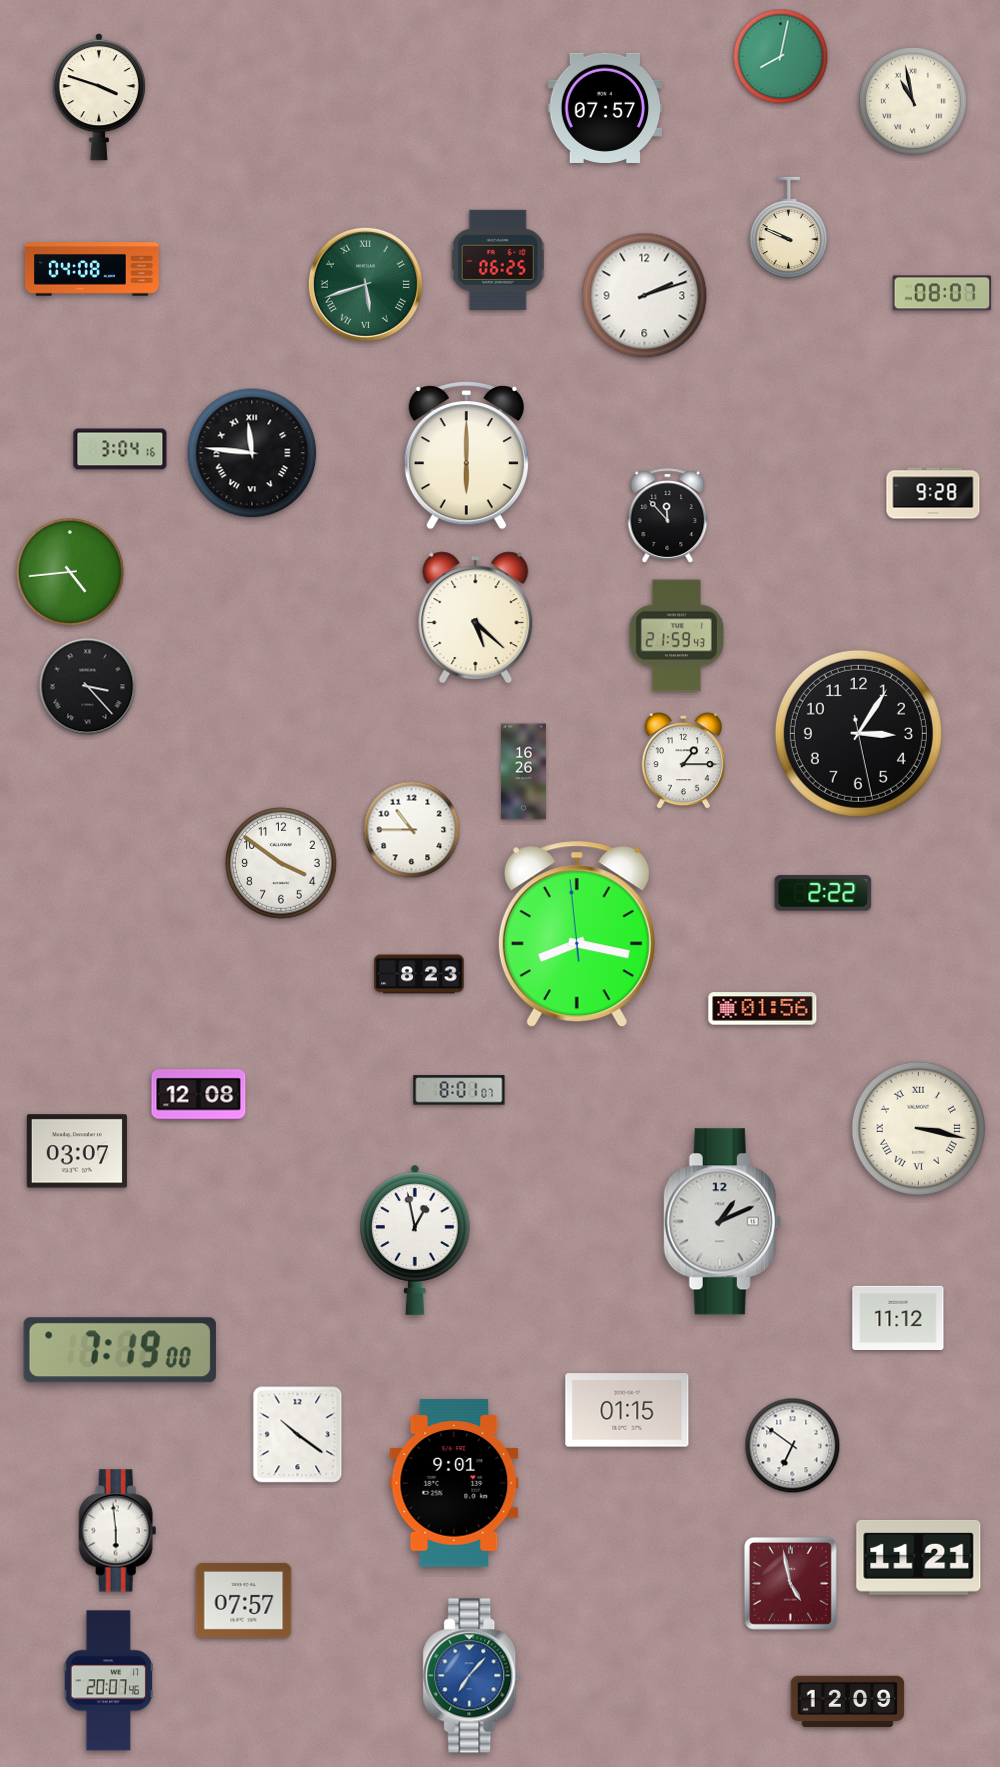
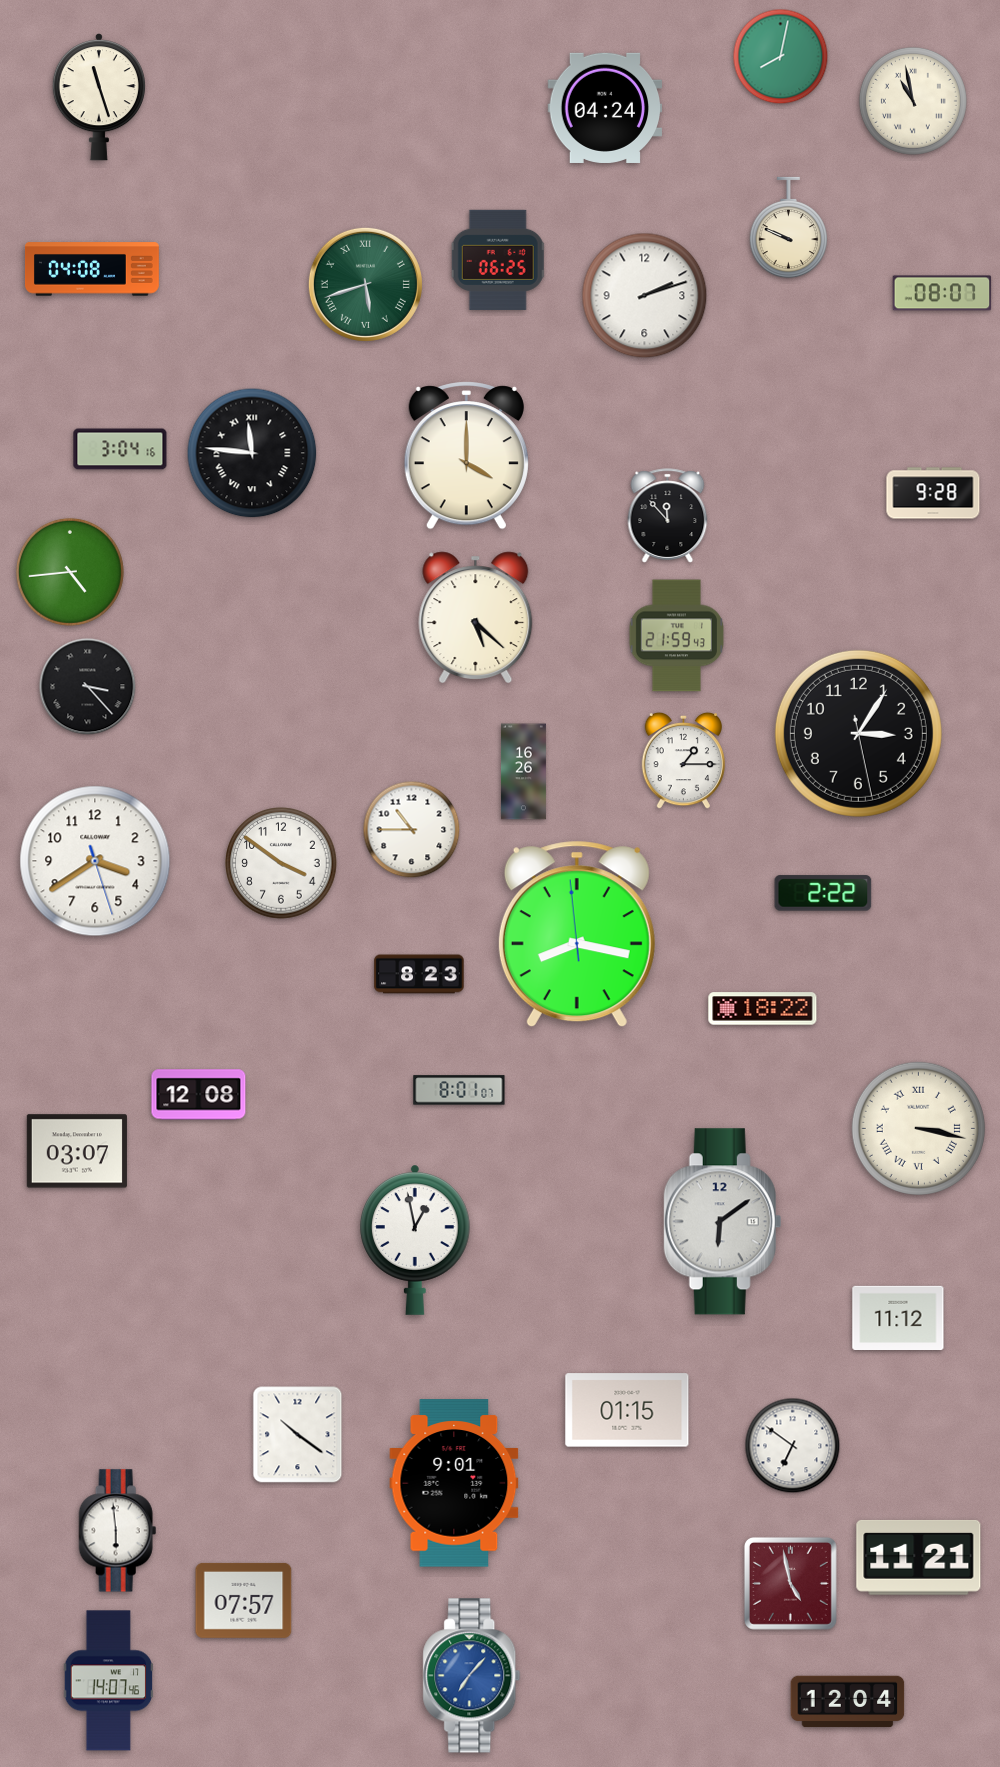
clock at (99, 98): 3:48 -> 11:27
clock at (605, 108): 07:57 -> 04:24
clock at (466, 456): 6:00 -> 4:00
clock at (95, 861): none -> 3:39
clock at (763, 1009): 01:56 -> 18:22
clock at (723, 1222): 1:11 -> 6:09
clock at (120, 1350): 7:19 -> none
clock at (109, 1681): 20:07 -> 14:07
clock at (848, 1702): 12:09 -> 12:04
